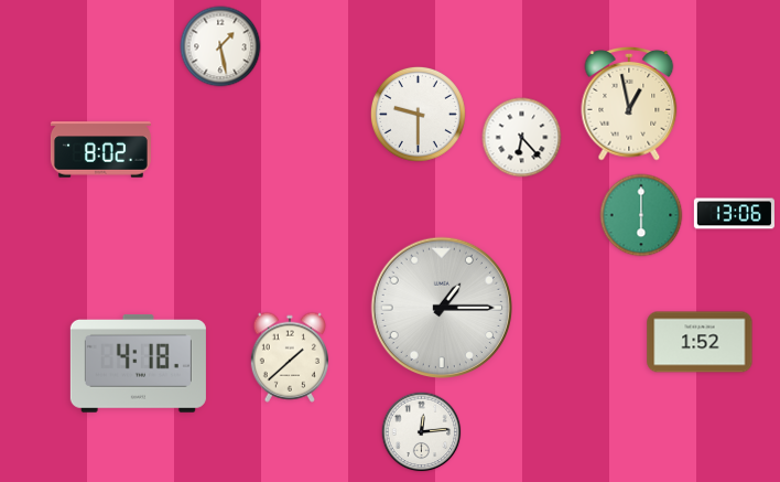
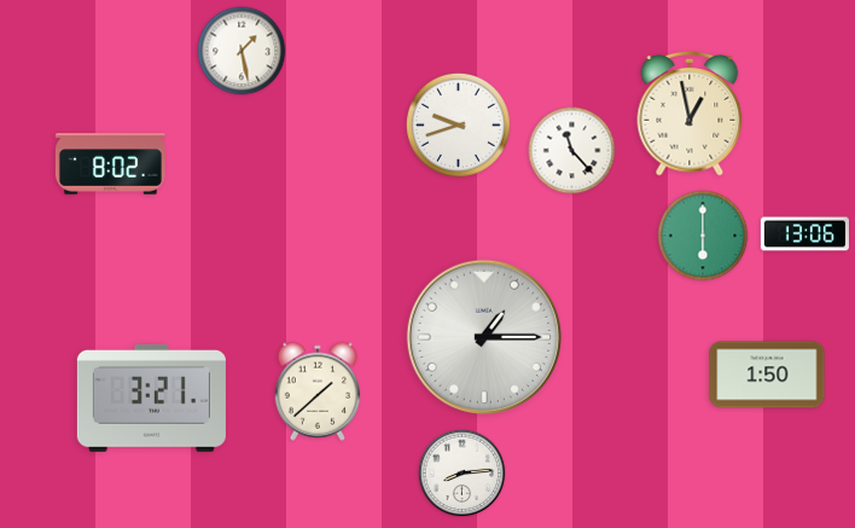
clock at (418, 114): 9:30 -> 9:42
clock at (522, 138): 6:23 -> 11:23
clock at (700, 342): 1:52 -> 1:50
clock at (138, 363): 4:18 -> 3:21
clock at (422, 432): 12:14 -> 8:14
